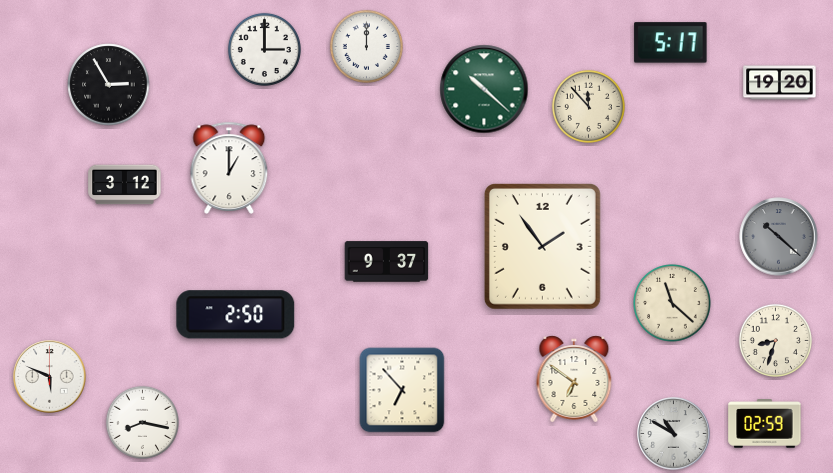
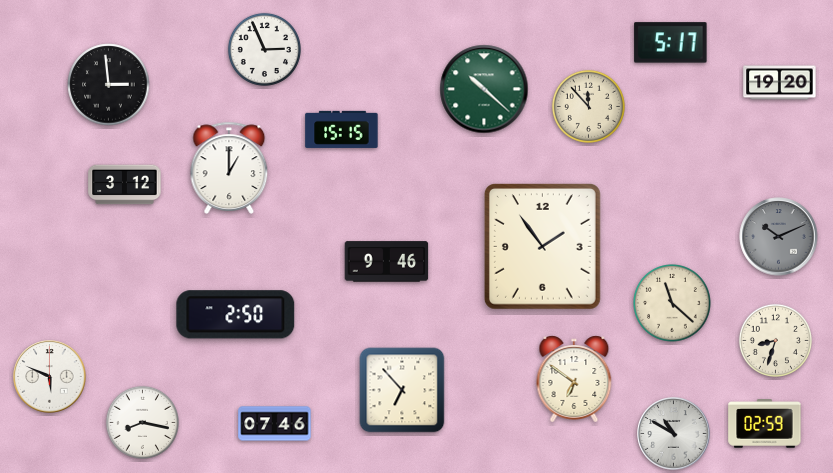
clock at (366, 46): 12:00 -> none
clock at (264, 49): 3:00 -> 2:56
clock at (109, 85): 2:55 -> 2:59
clock at (342, 129): none -> 15:15
clock at (779, 237): 10:22 -> 10:11
clock at (387, 262): 9:37 -> 9:46
clock at (275, 424): none -> 07:46
